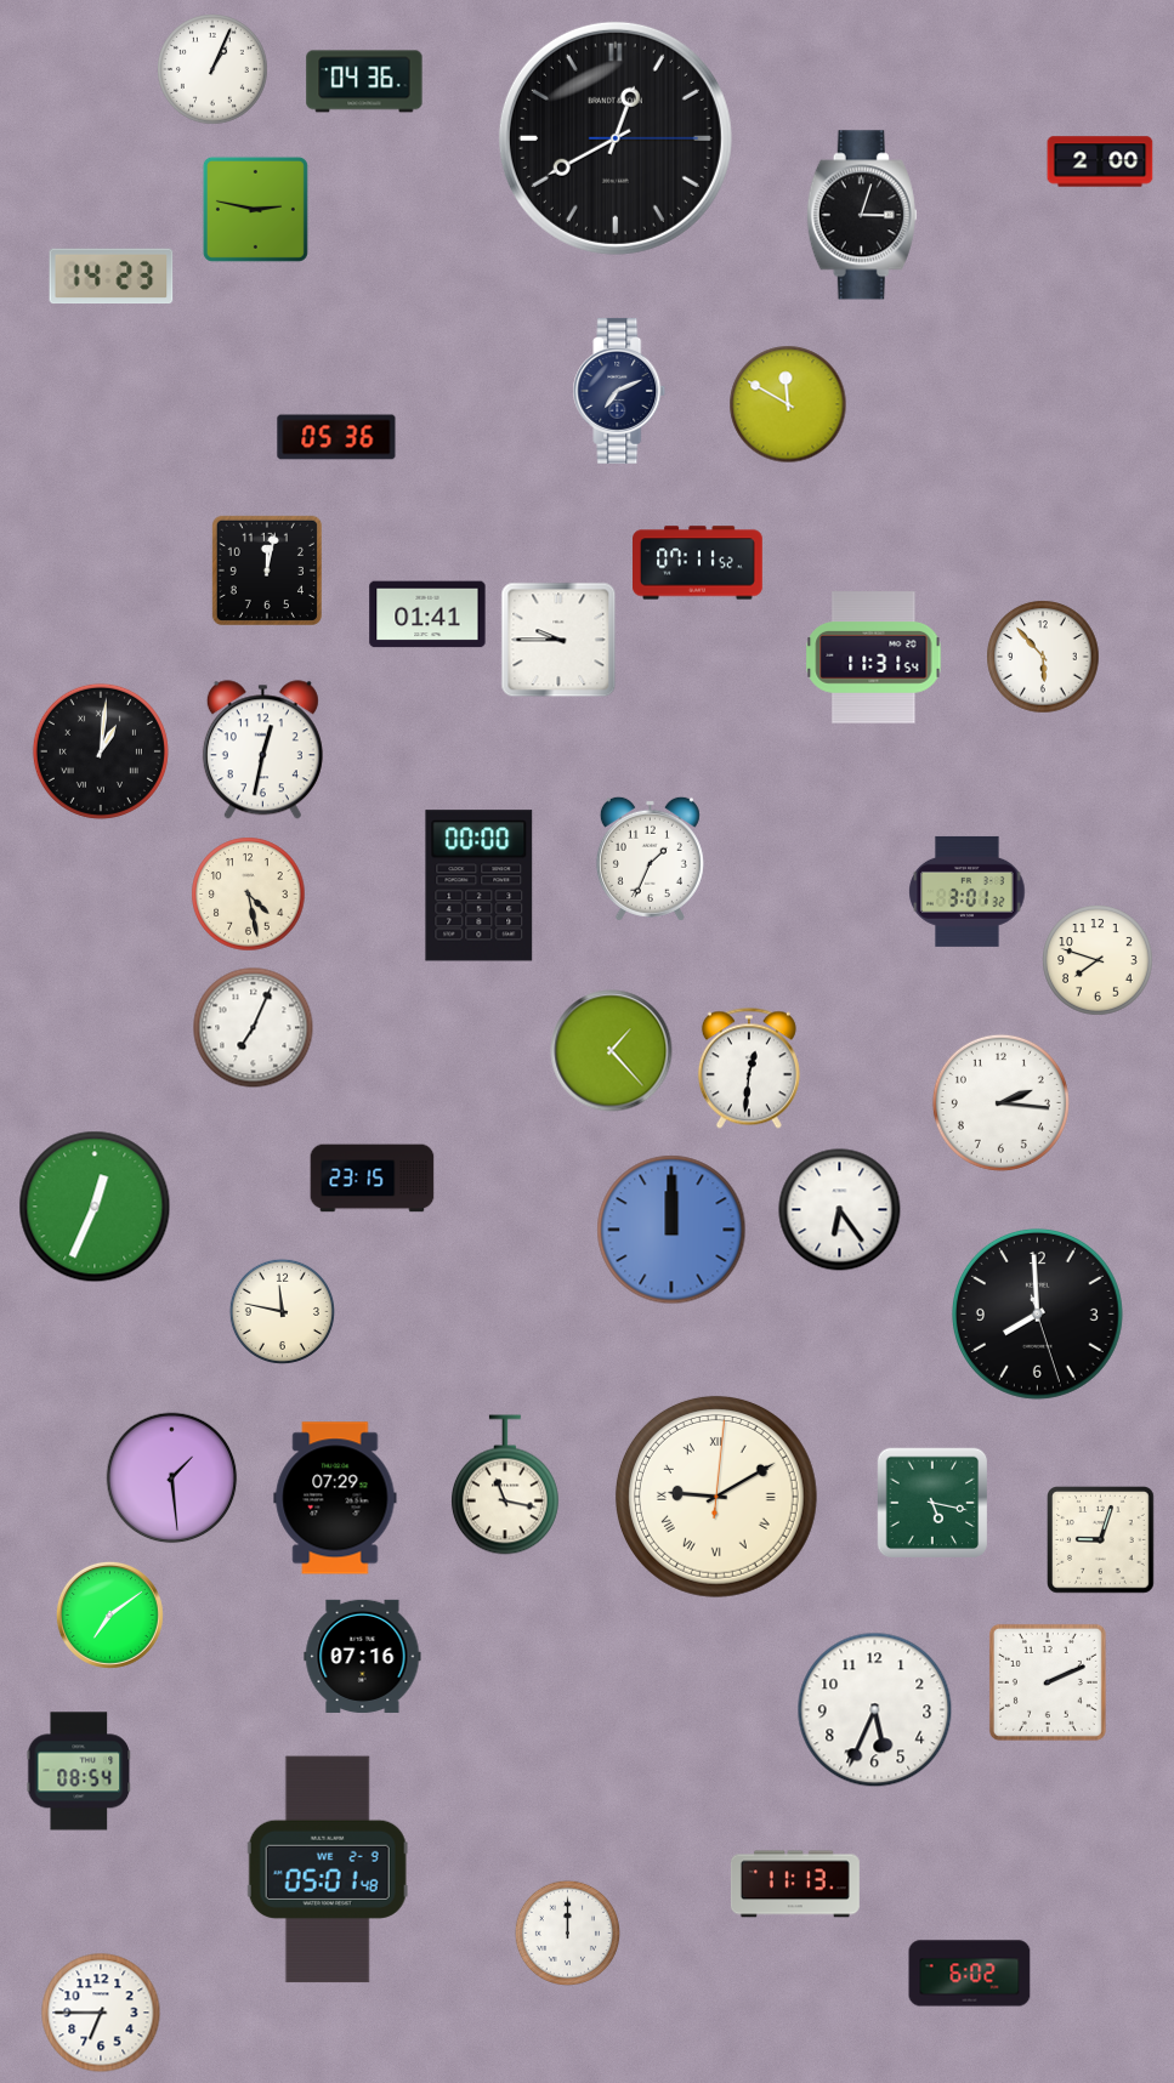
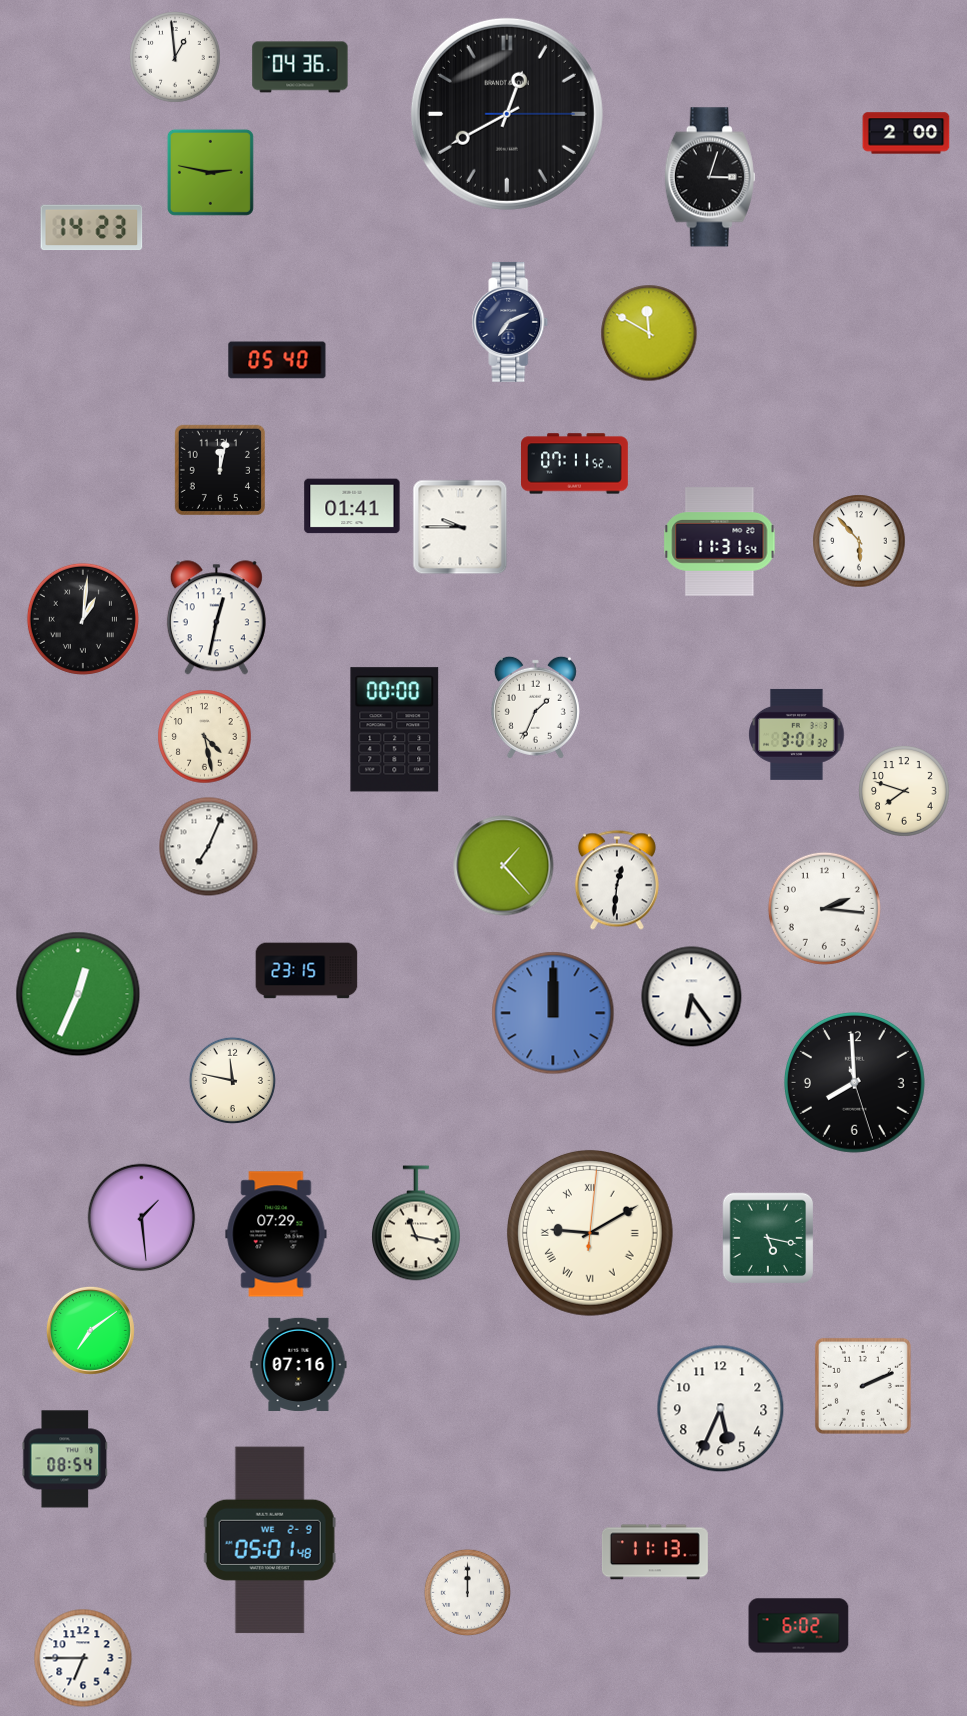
clock at (212, 69): 1:04 -> 12:59
clock at (336, 437): 05:36 -> 05:40
clock at (1101, 1540): 9:03 -> none
